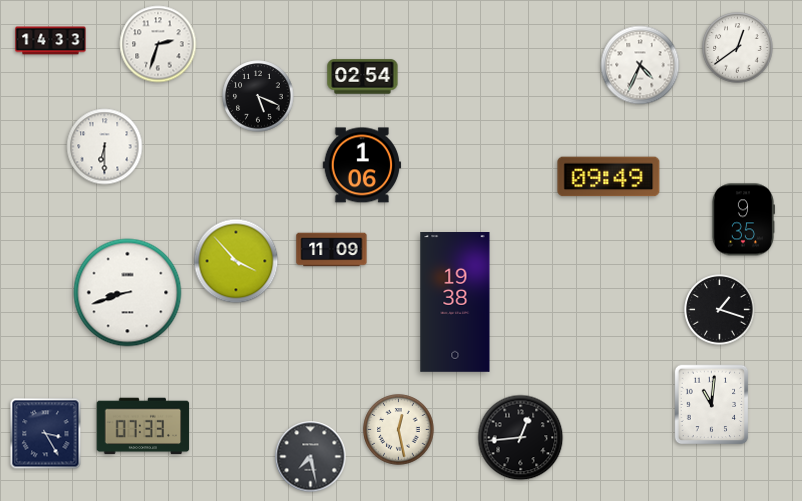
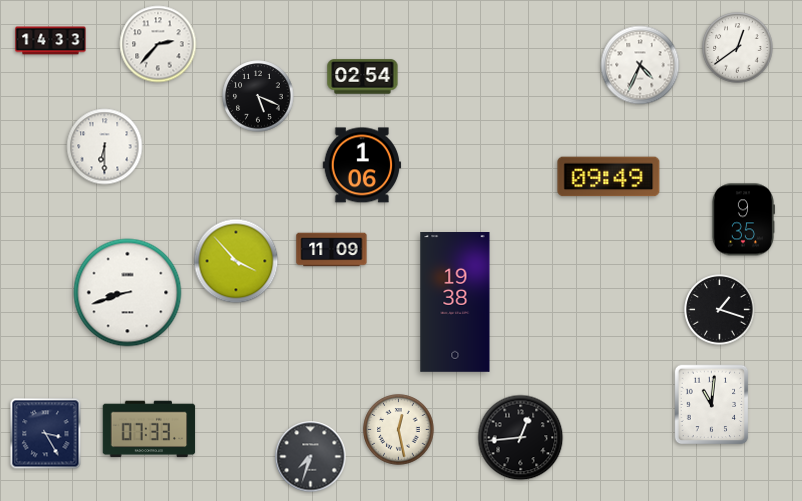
clock at (158, 44): 2:33 -> 2:37
clock at (143, 426) position: (143, 426) -> (149, 429)
clock at (311, 457): 7:28 -> 7:33
